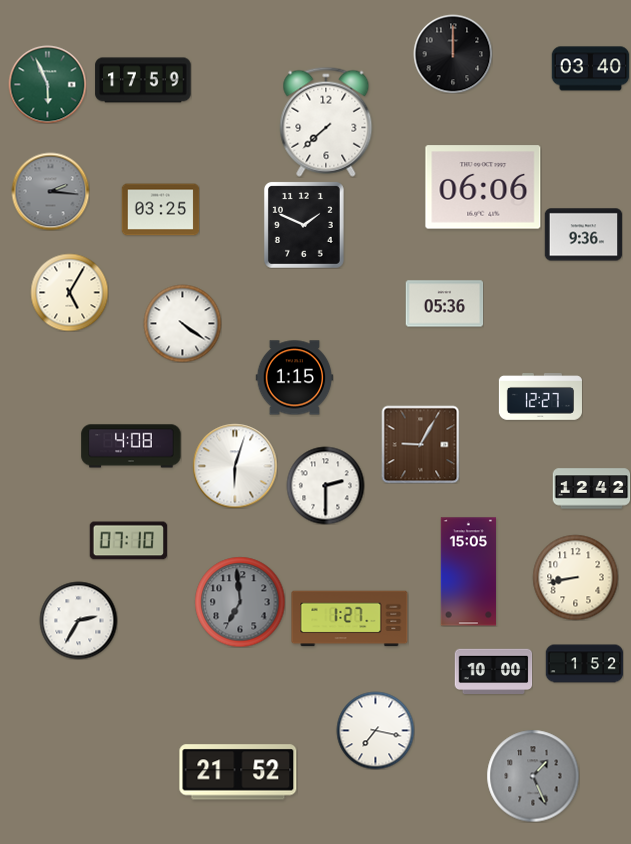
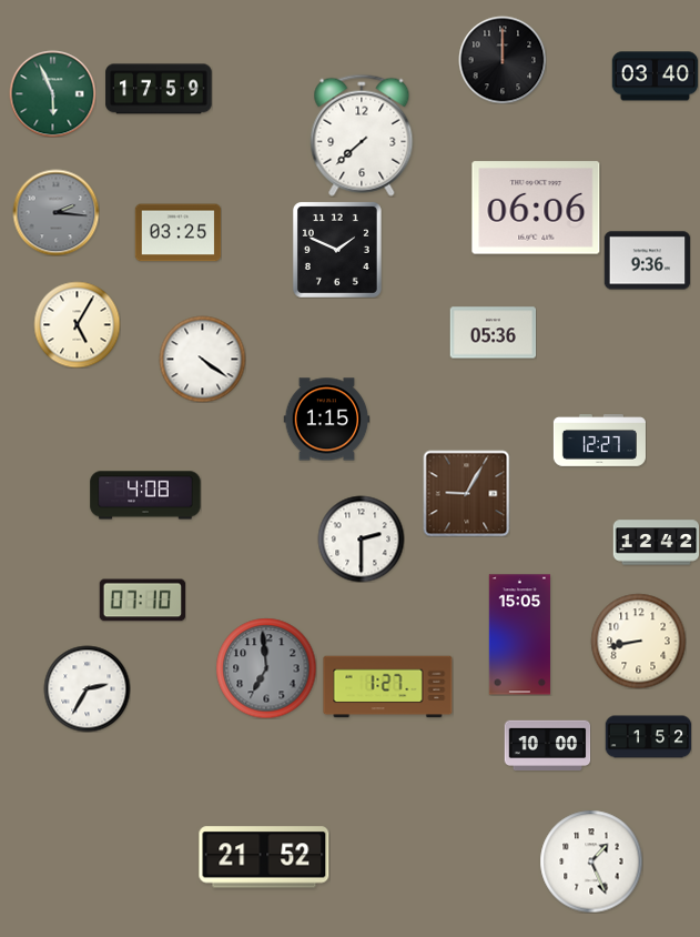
clock at (444, 304) position: (444, 304) -> (493, 333)
clock at (235, 466): 6:03 -> none
clock at (375, 730): 7:17 -> none
clock at (533, 776) dial: grey -> white
